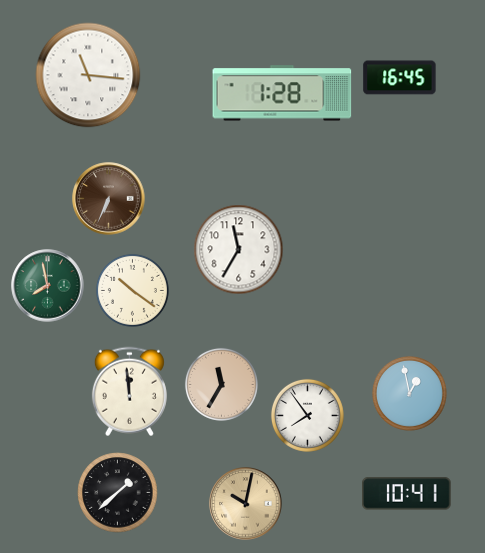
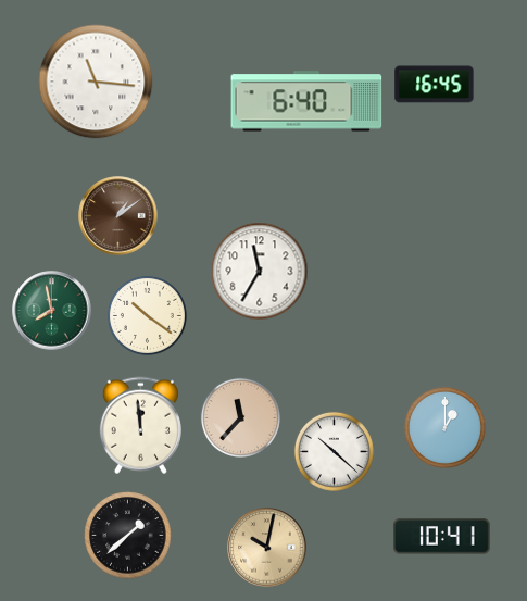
clock at (282, 93): 1:28 -> 6:40
clock at (109, 199): 6:34 -> 1:09
clock at (132, 290) position: (132, 290) -> (147, 315)
clock at (221, 384): 11:35 -> 11:37
clock at (409, 393): 12:58 -> 1:00
clock at (307, 415): 7:54 -> 10:22
